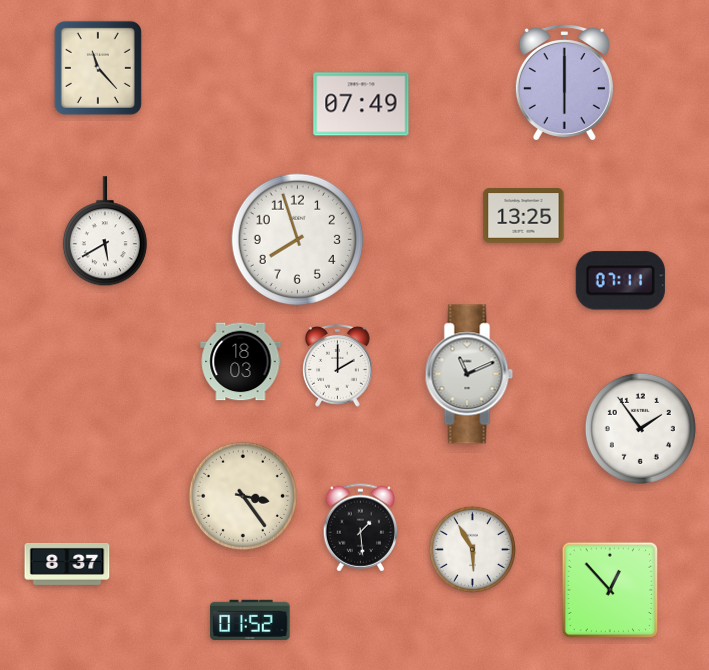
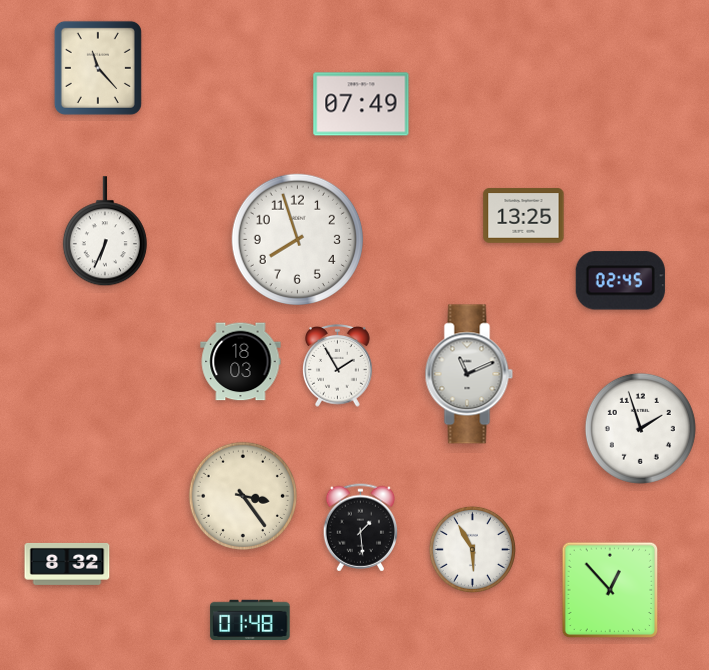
clock at (564, 83): 6:00 -> none
clock at (105, 232): 5:40 -> 6:34
clock at (620, 281): 07:11 -> 02:45
clock at (338, 365): 2:00 -> 1:55
clock at (640, 428): 1:54 -> 1:57
clock at (67, 564): 8:37 -> 8:32
clock at (250, 619): 01:52 -> 01:48
